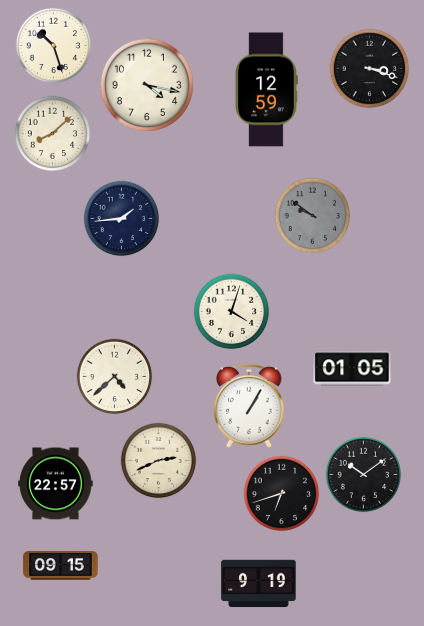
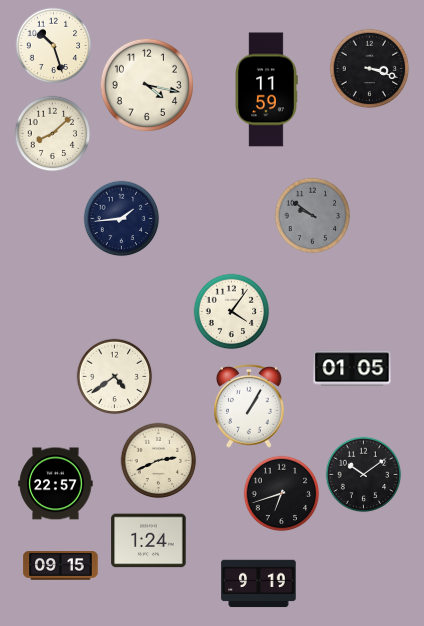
clock at (266, 90): 12:59 -> 11:59
clock at (232, 312): 4:03 -> 4:06
clock at (115, 377): 4:38 -> 4:39
clock at (149, 541): none -> 1:24
